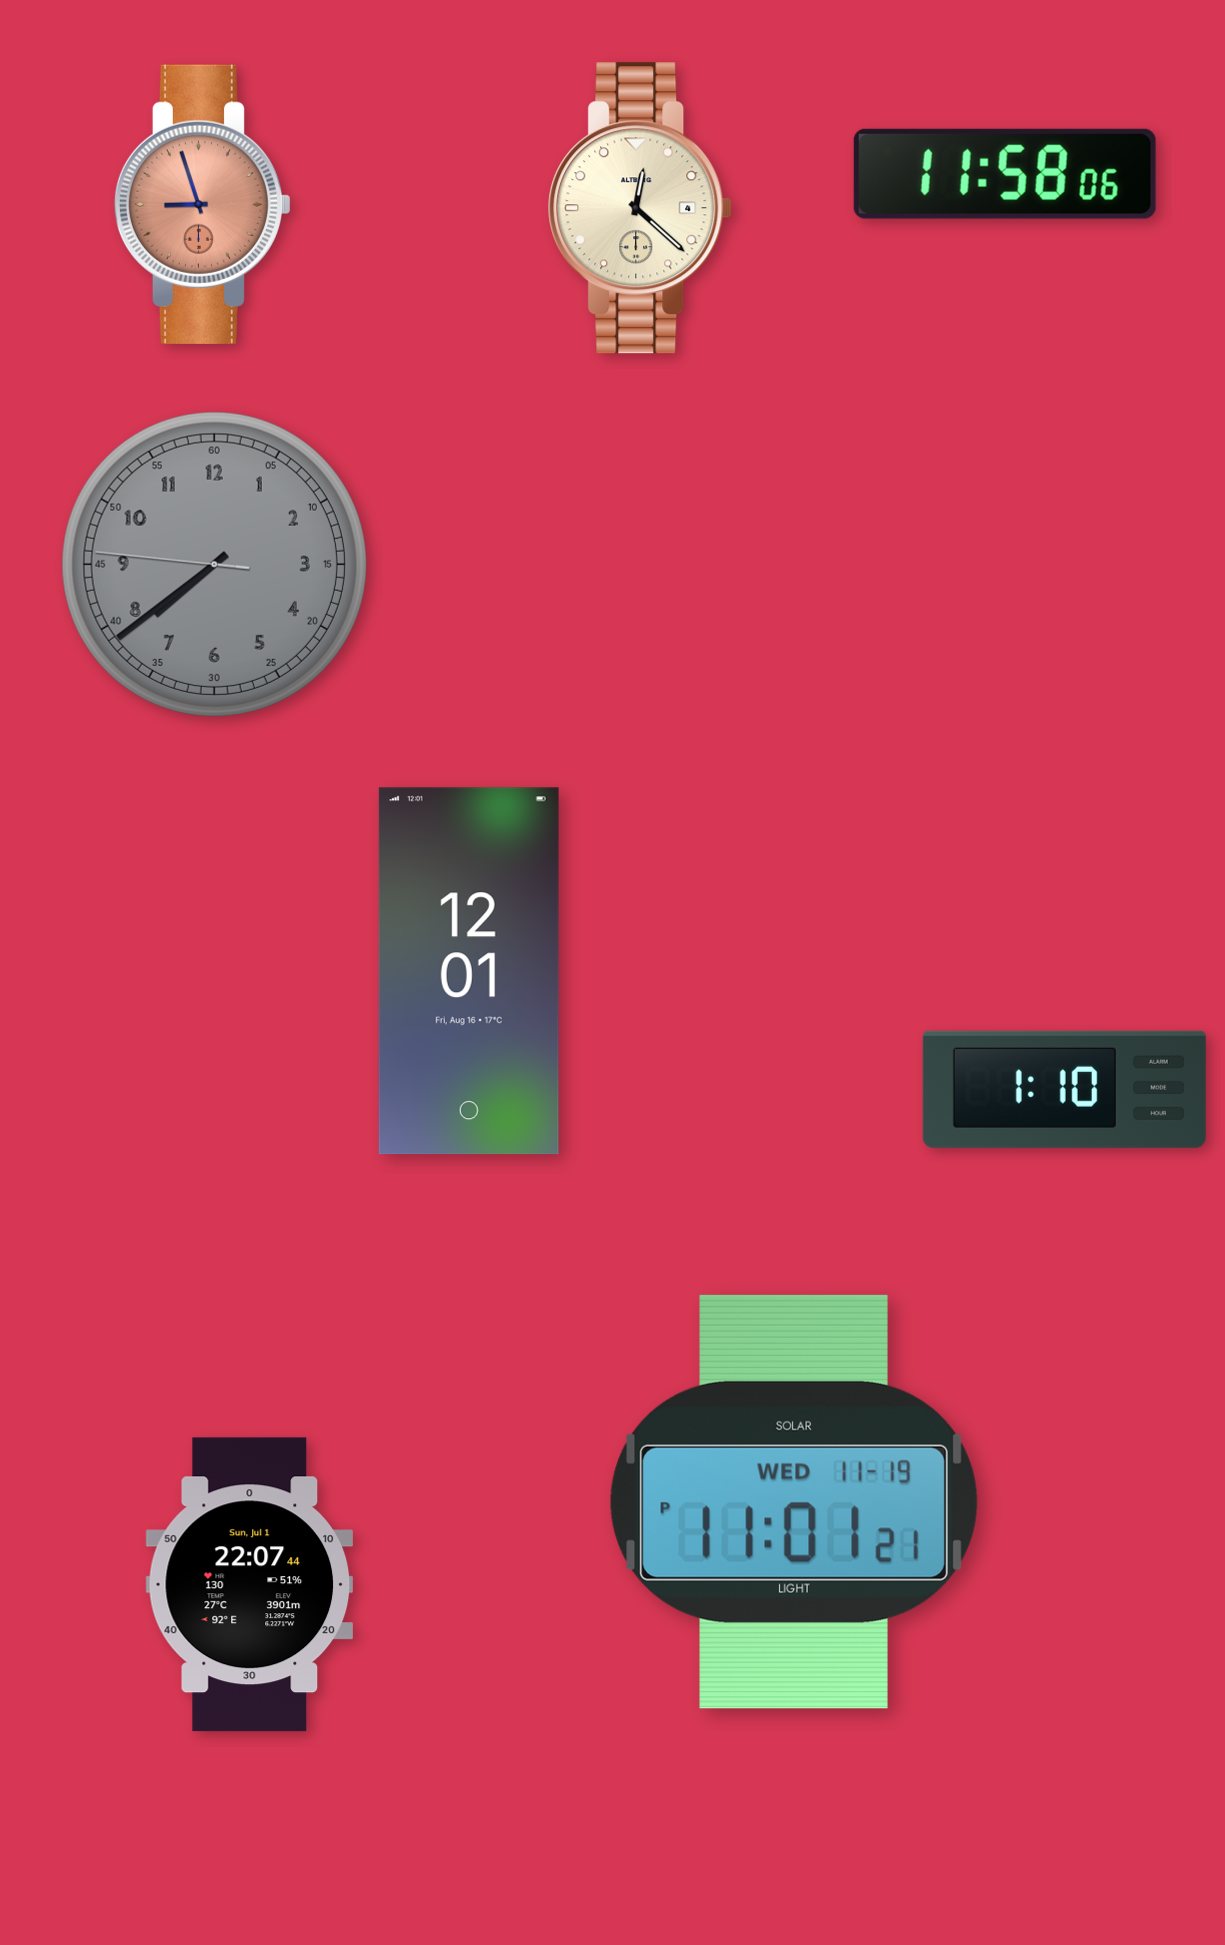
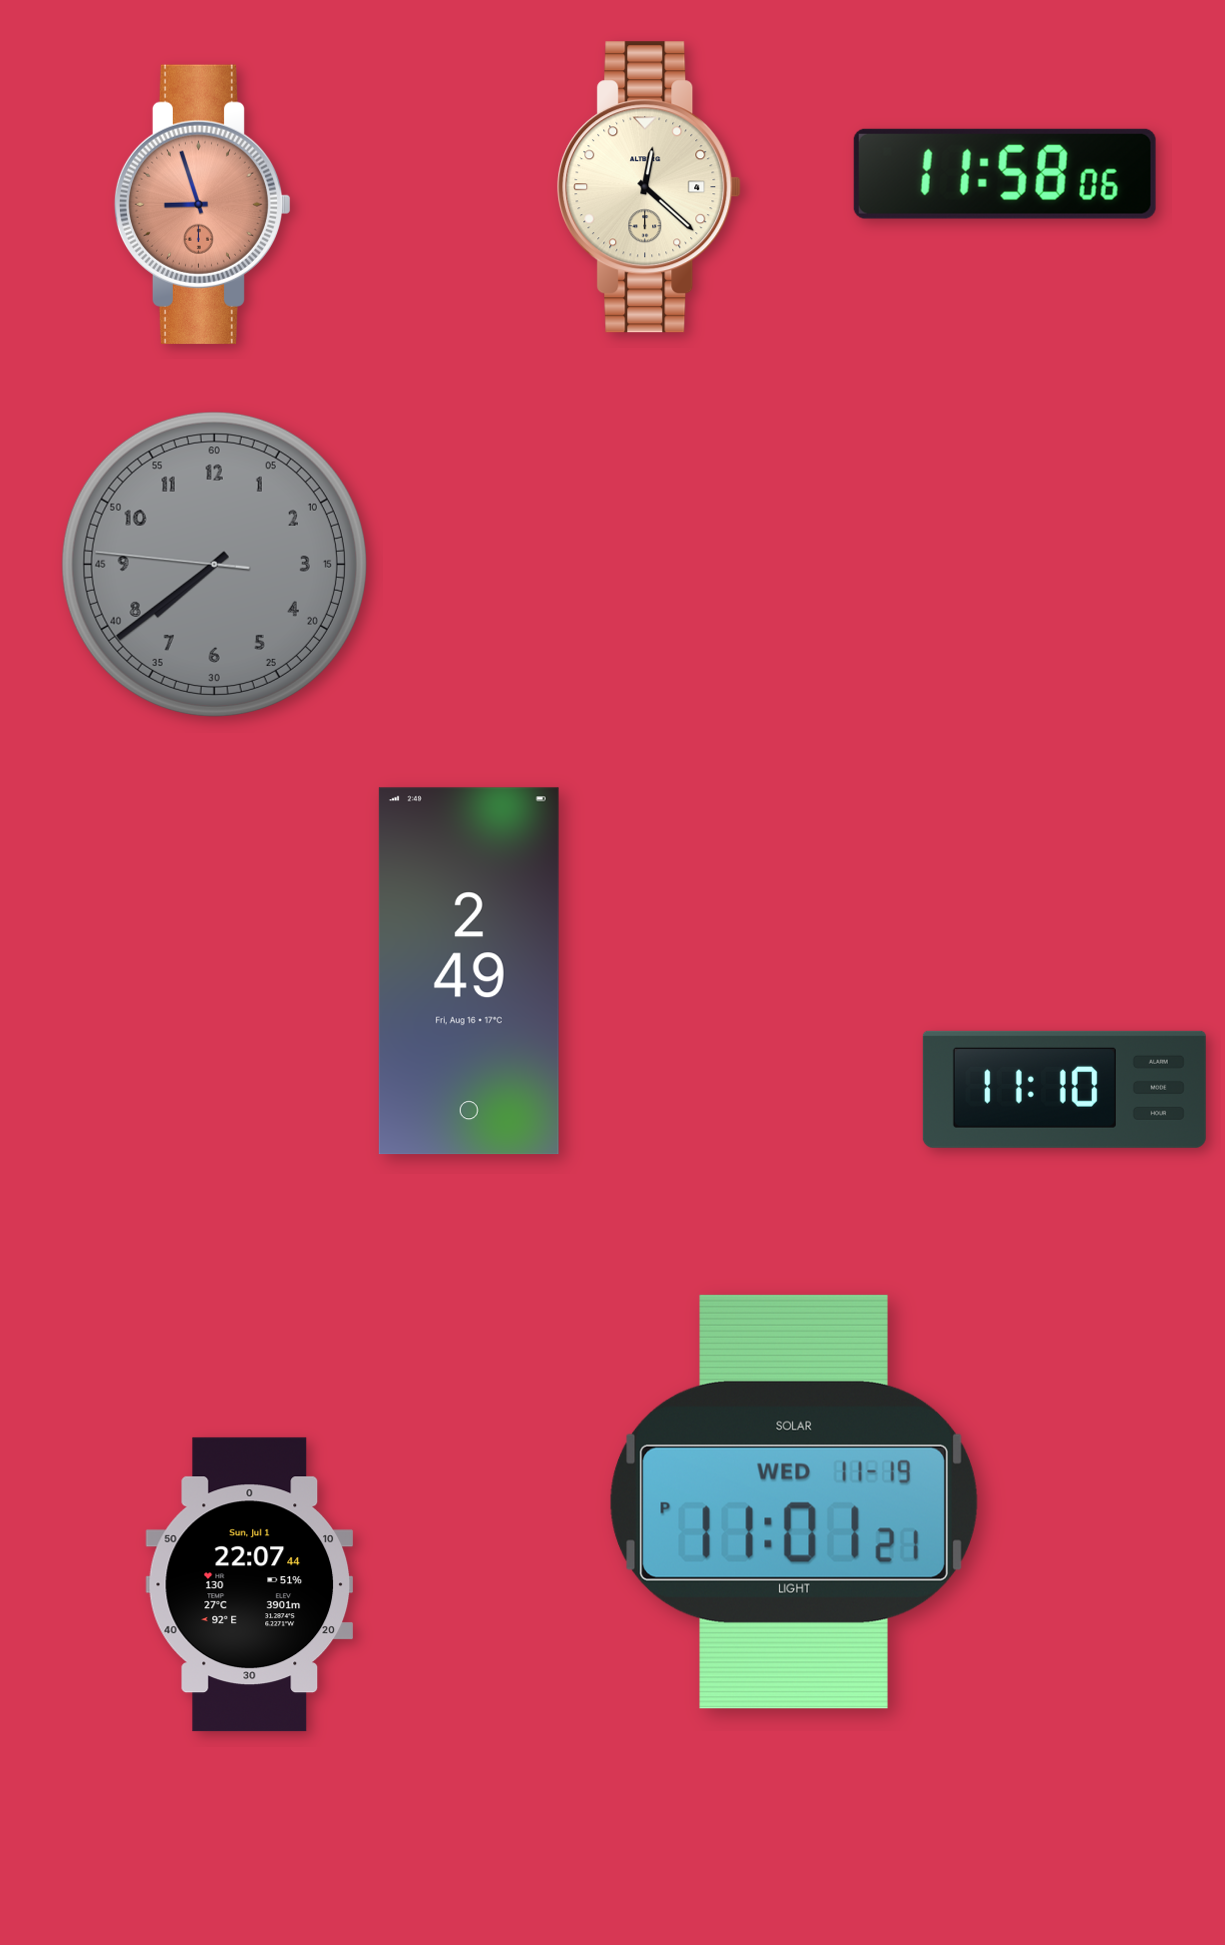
clock at (640, 208) position: (640, 208) -> (649, 187)
clock at (469, 971): 12:01 -> 2:49
clock at (1064, 1089): 1:10 -> 11:10
